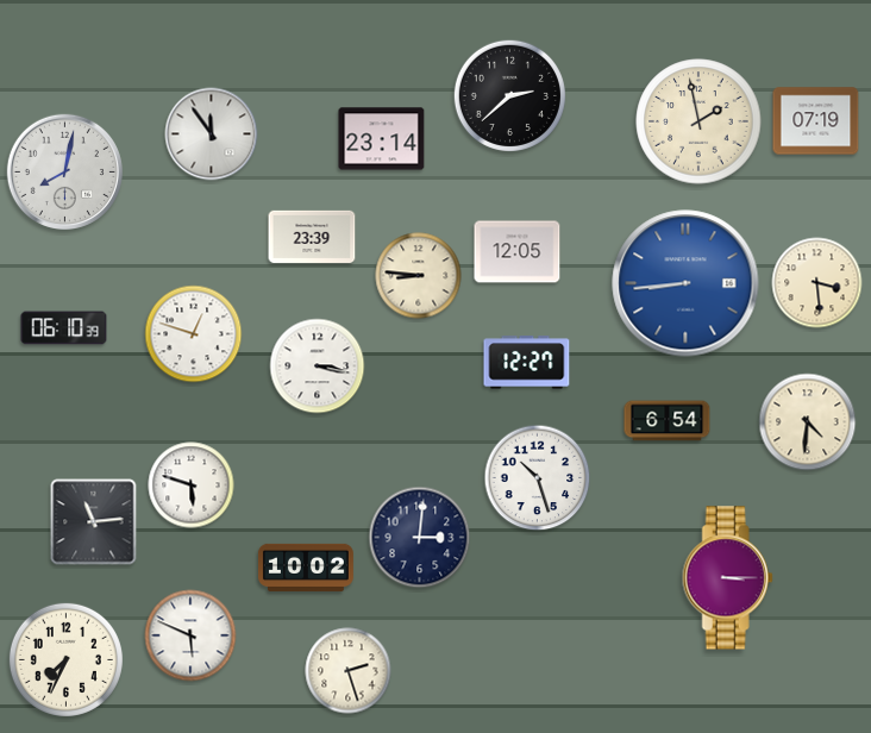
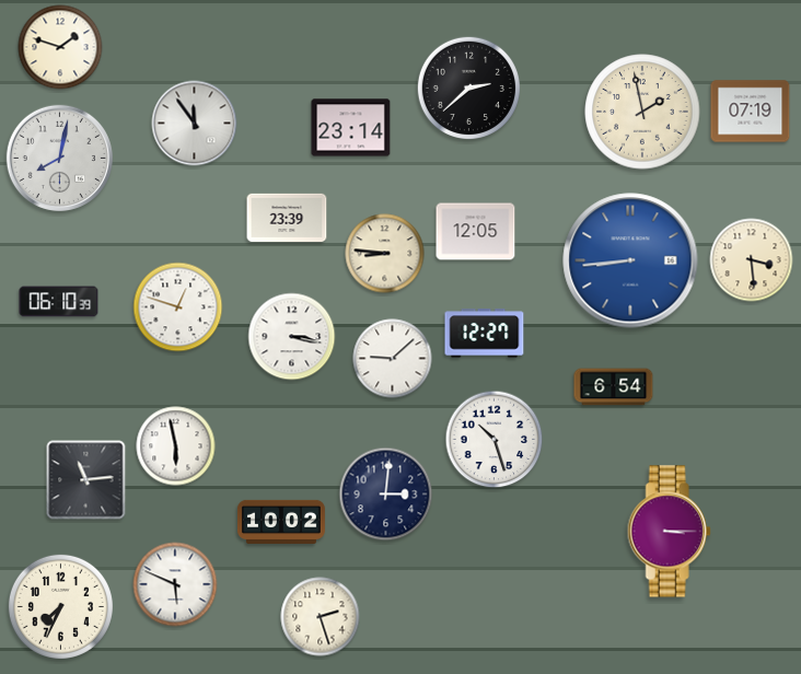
clock at (60, 47): none -> 1:48
clock at (393, 359): none -> 9:08
clock at (808, 422): 4:31 -> none
clock at (192, 485): 5:48 -> 5:58
